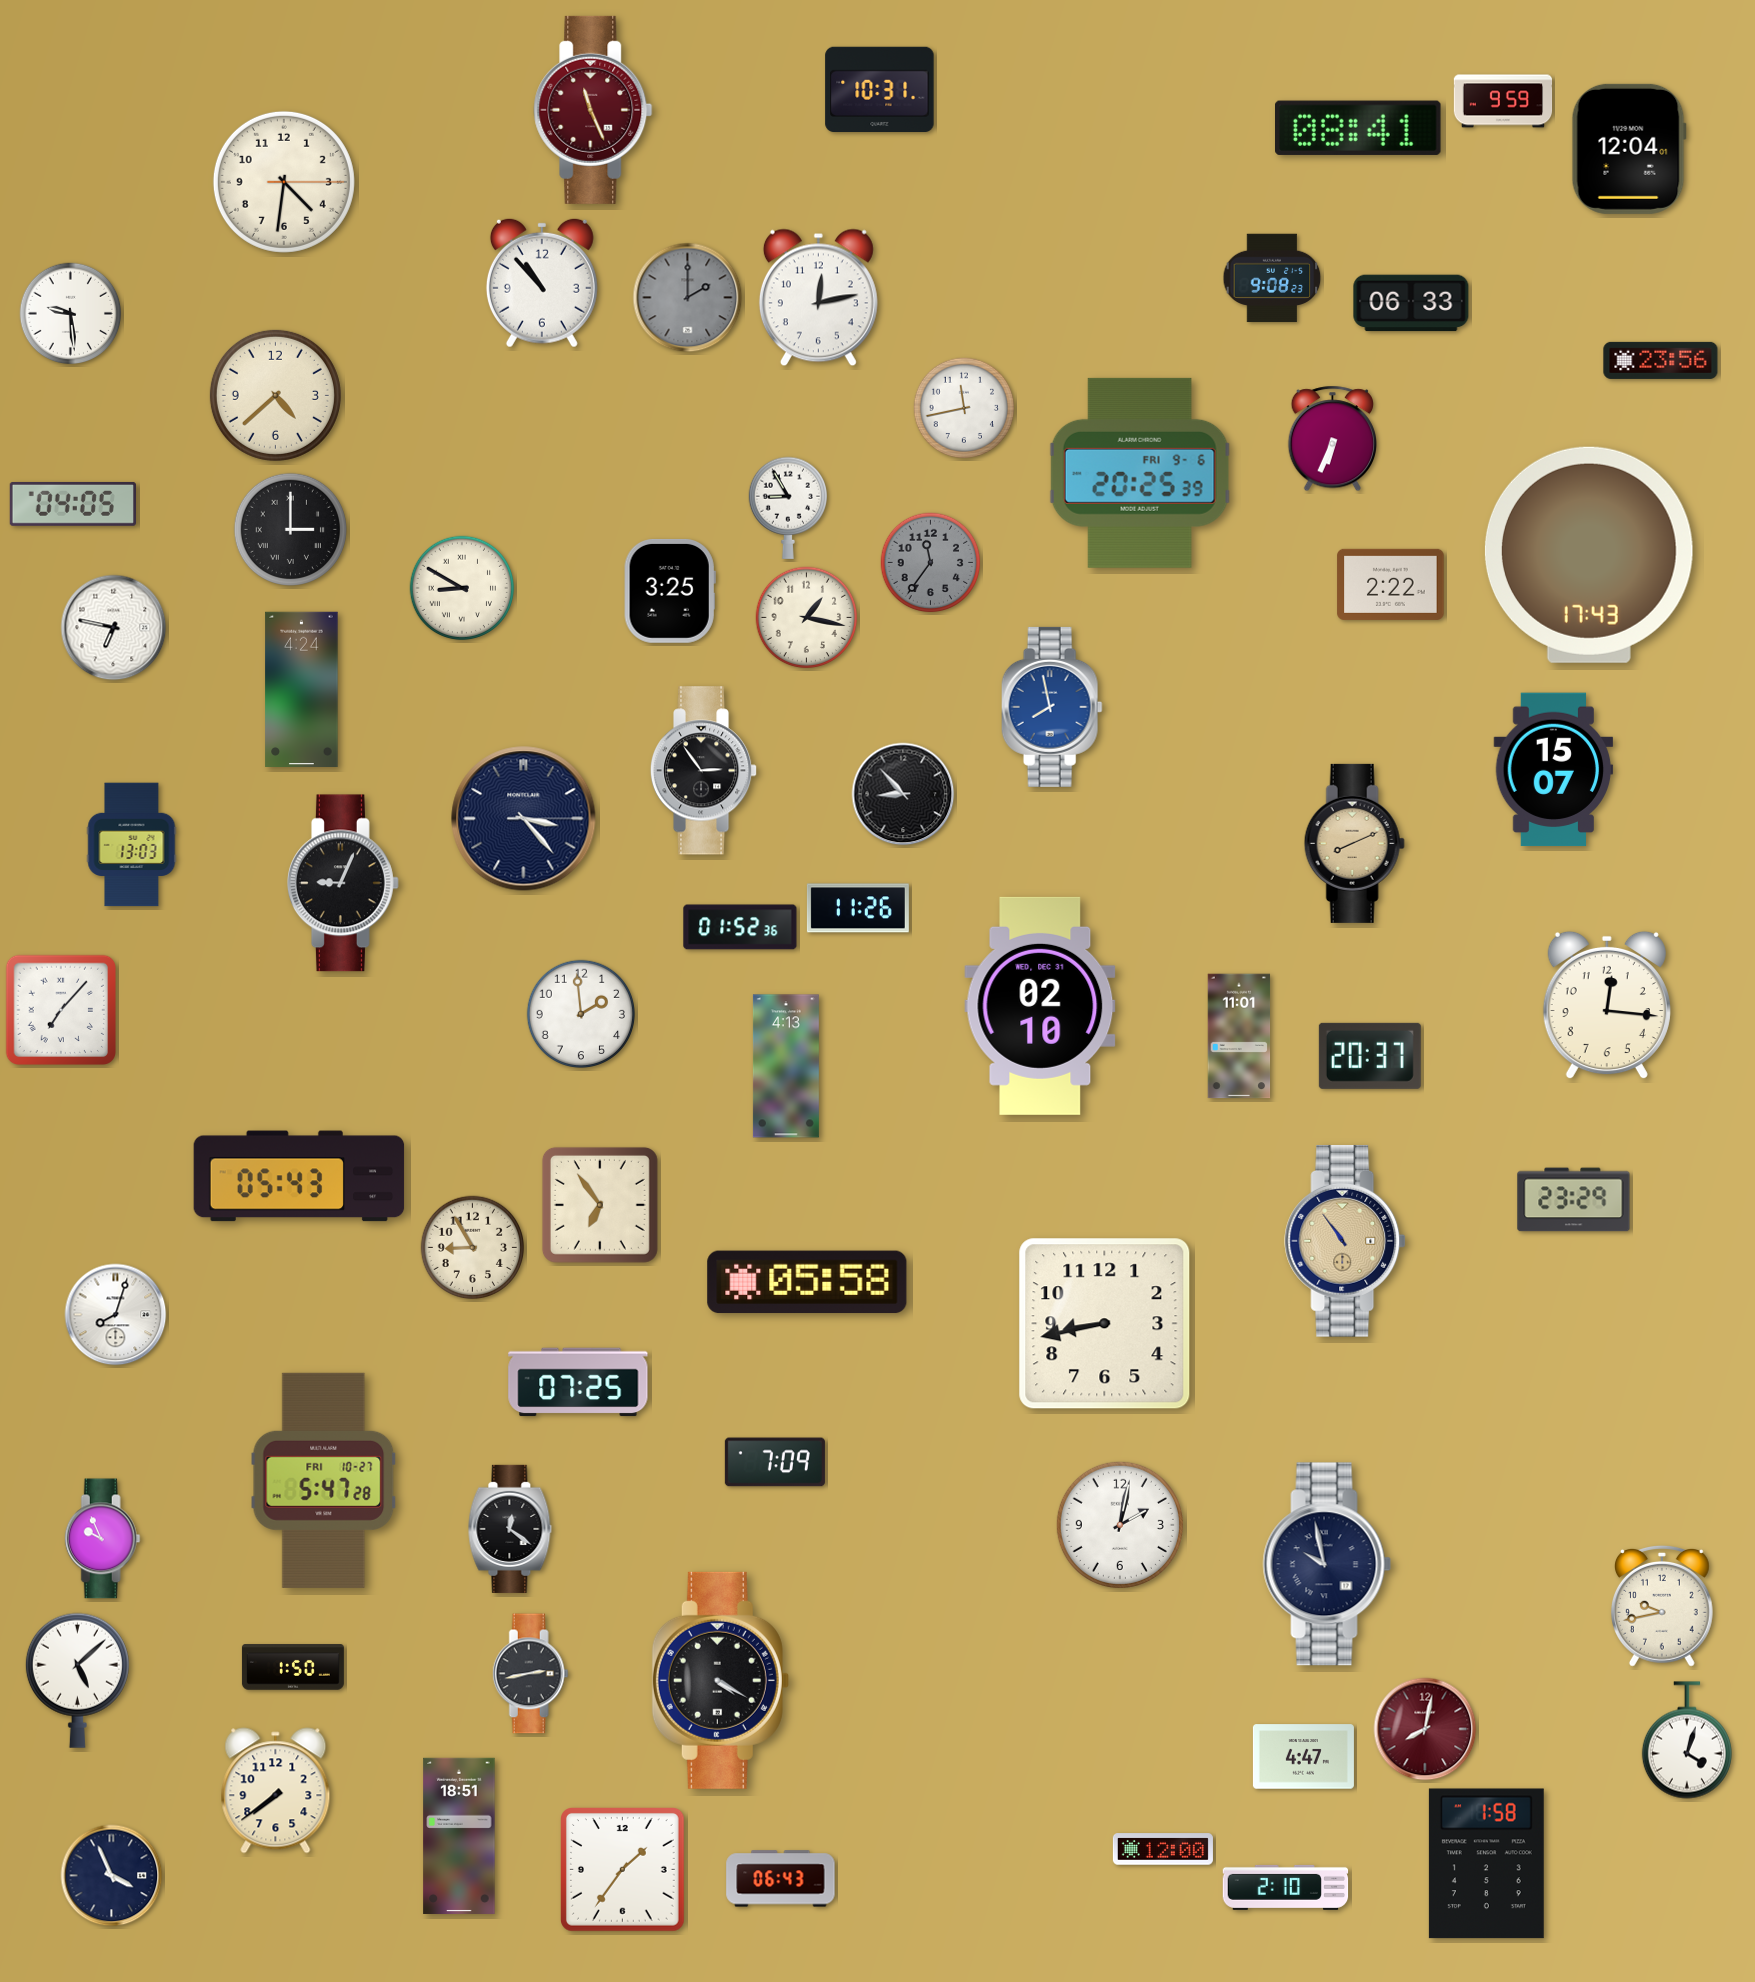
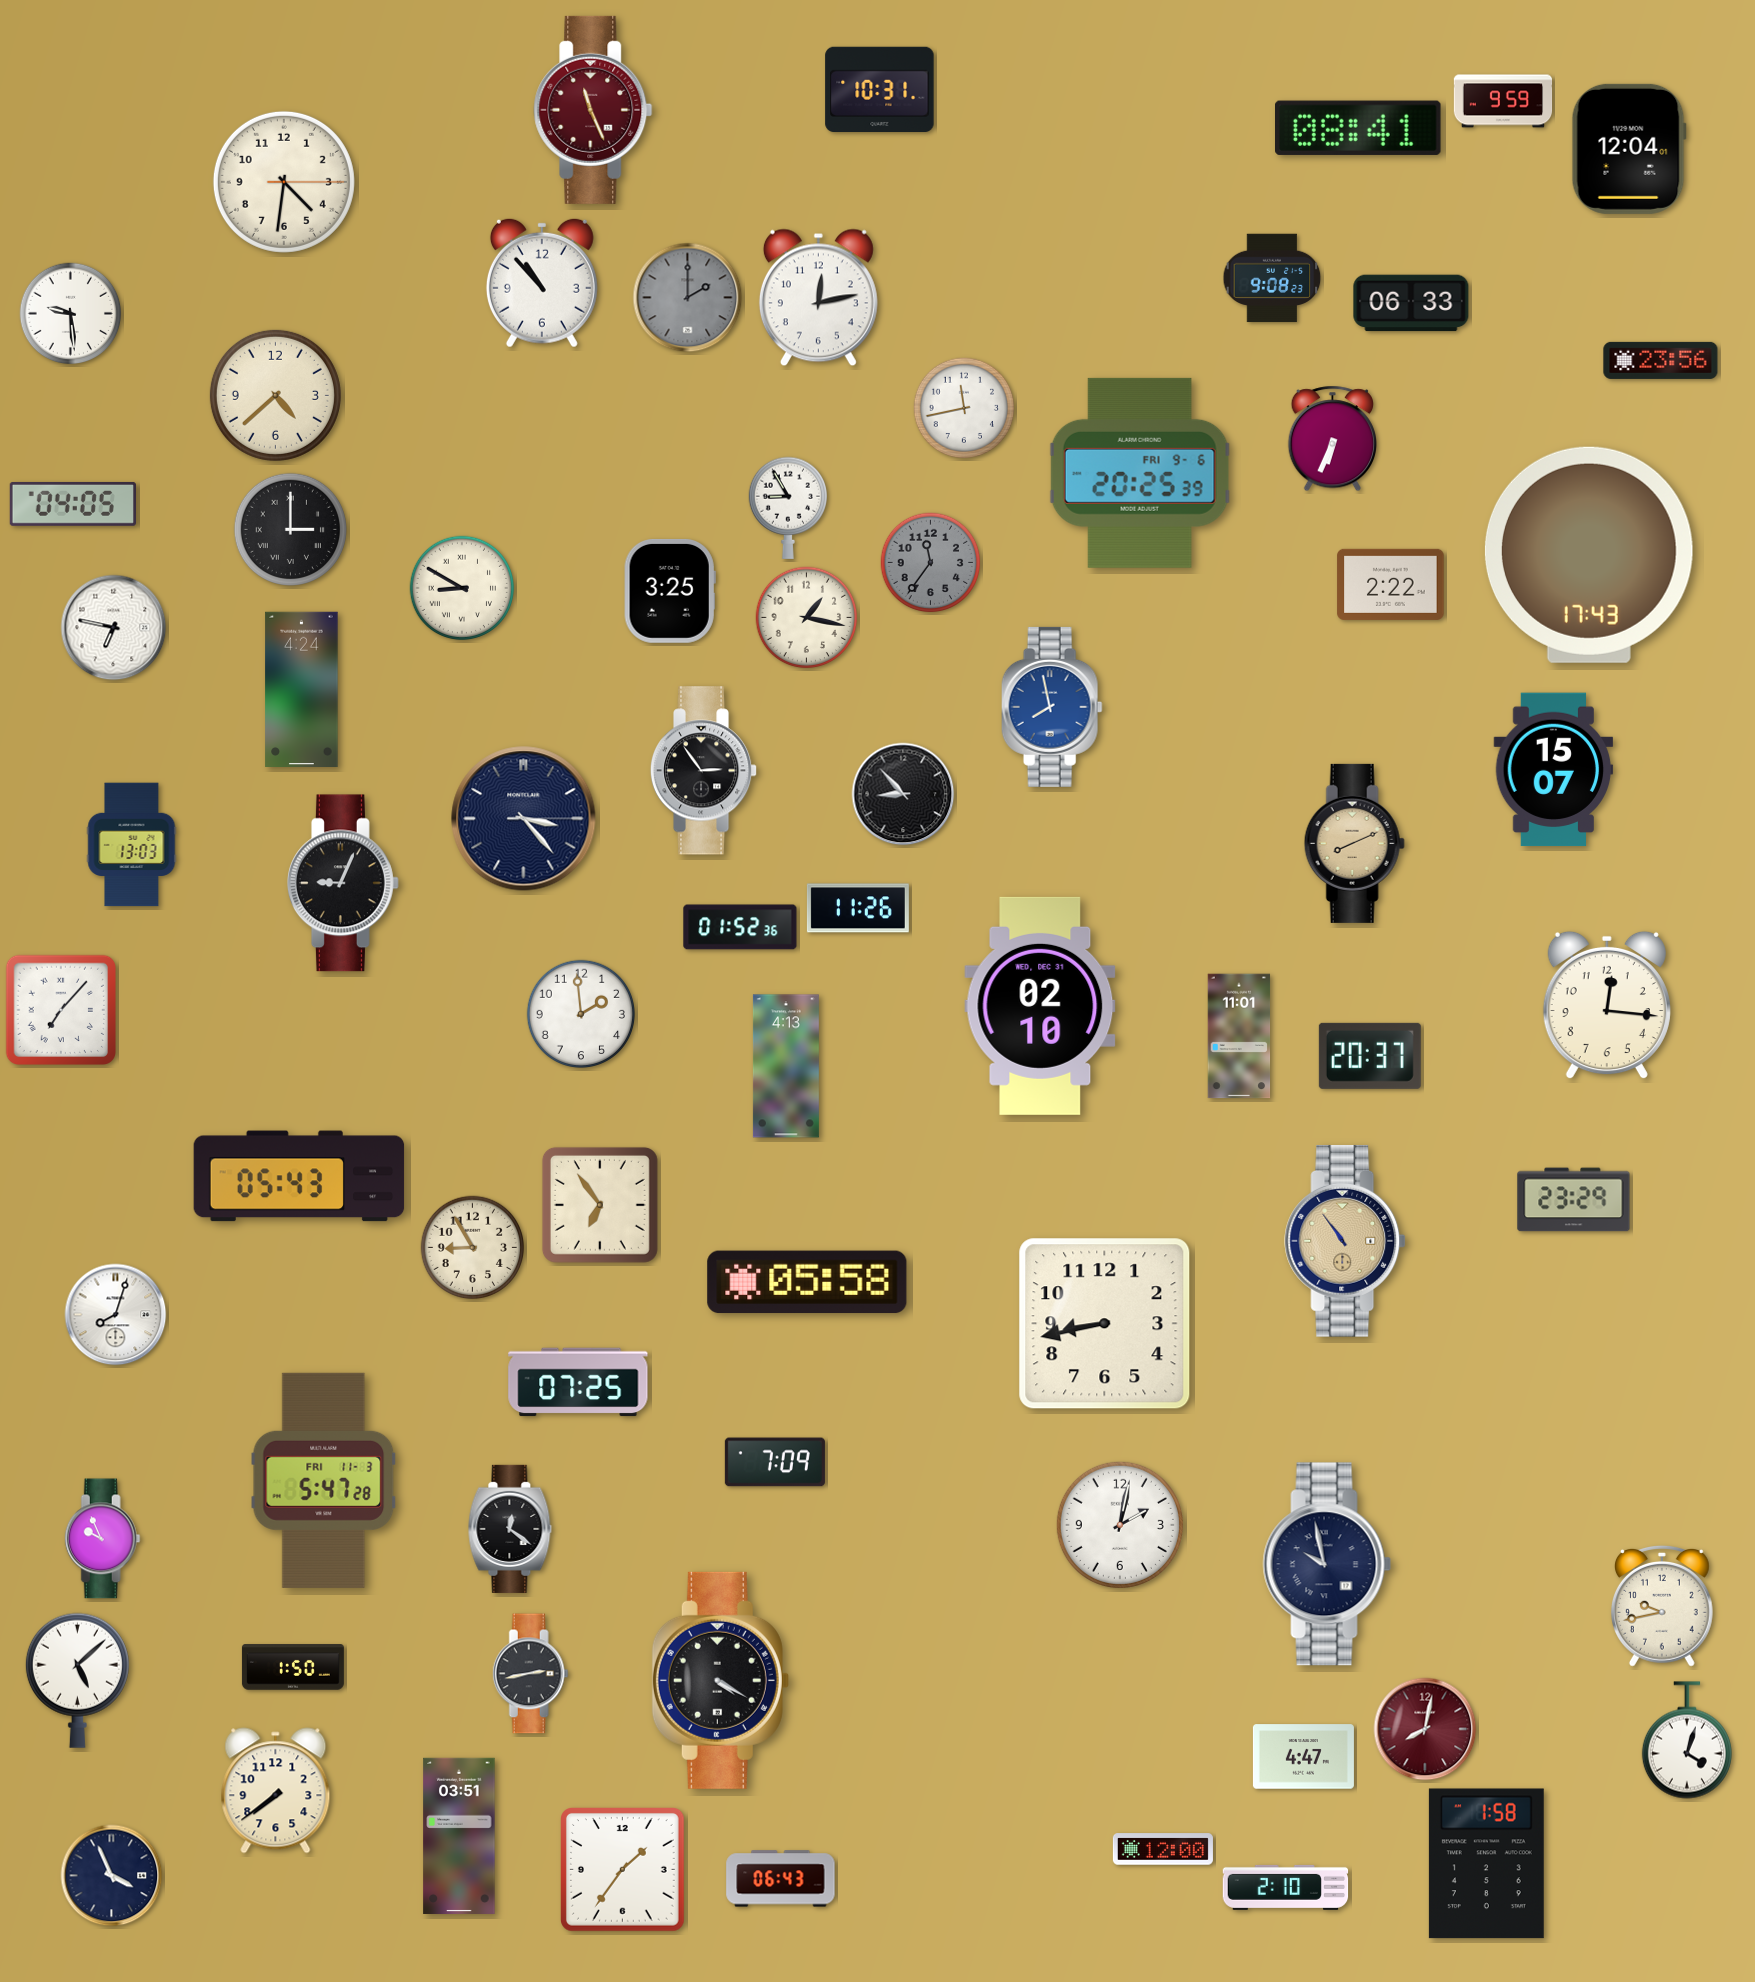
clock at (324, 1480) date: FRI 10-27 -> FRI 11-3
clock at (459, 1836): 18:51 -> 03:51
